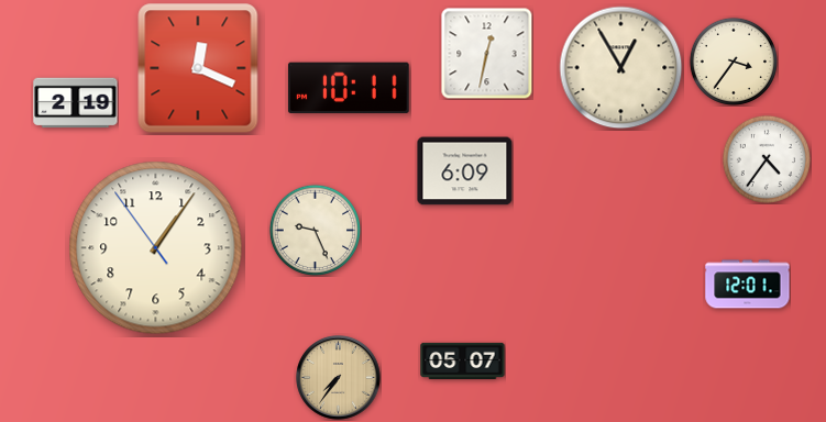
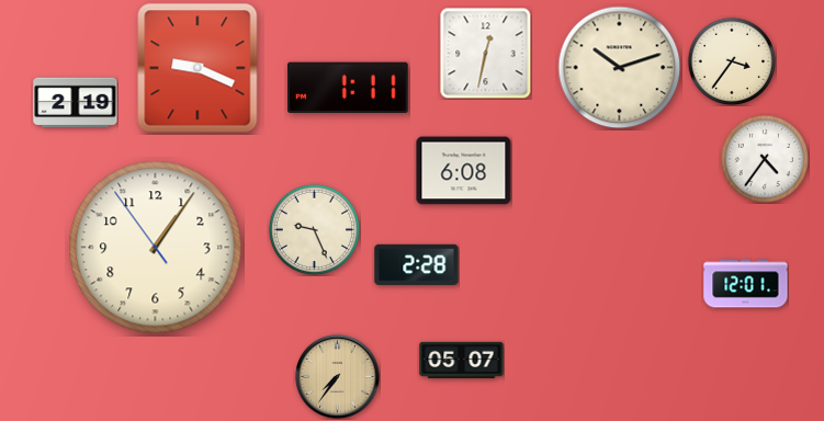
clock at (198, 68): 12:19 -> 9:19
clock at (621, 68): 12:55 -> 10:12
clock at (349, 88): 10:11 -> 1:11
clock at (465, 171): 6:09 -> 6:08
clock at (417, 265): none -> 2:28
